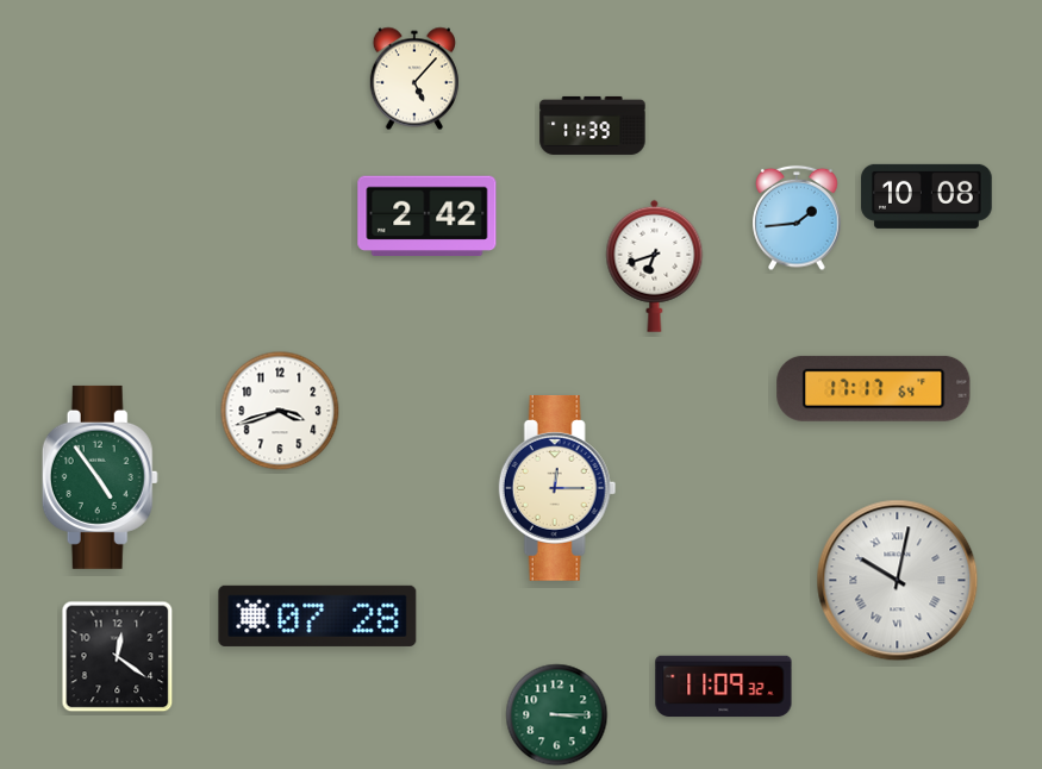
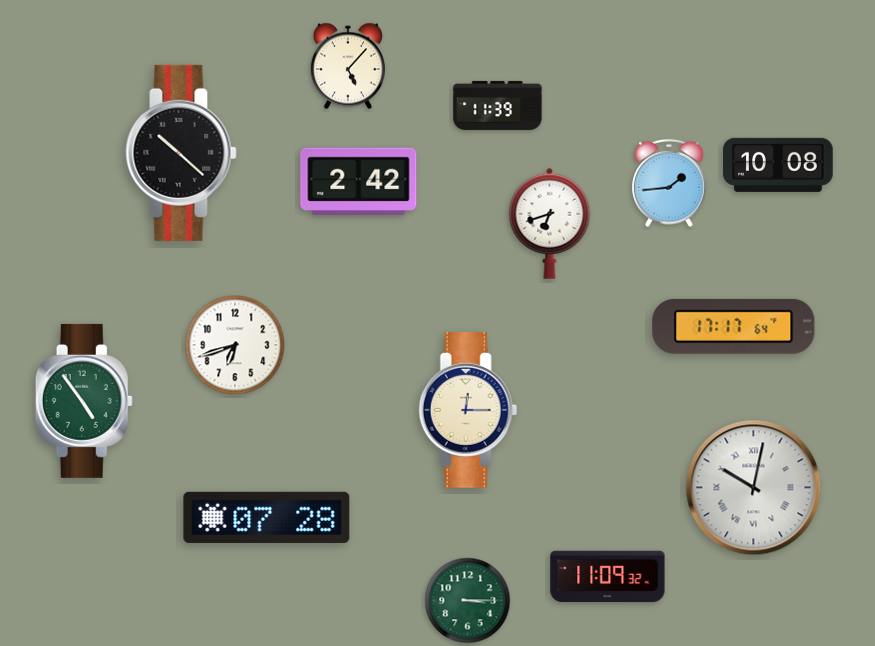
clock at (181, 153): none -> 10:22
clock at (280, 411): 3:42 -> 6:42
clock at (118, 657): 12:21 -> none
